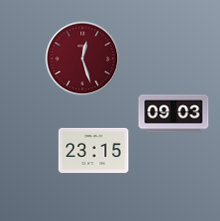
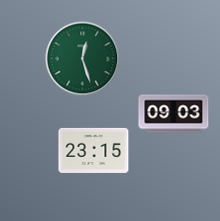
clock at (83, 59) dial: burgundy -> green
